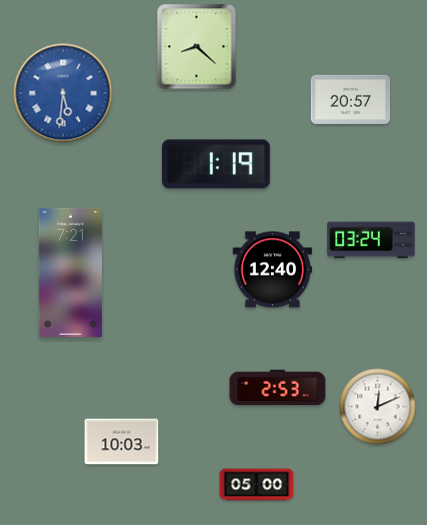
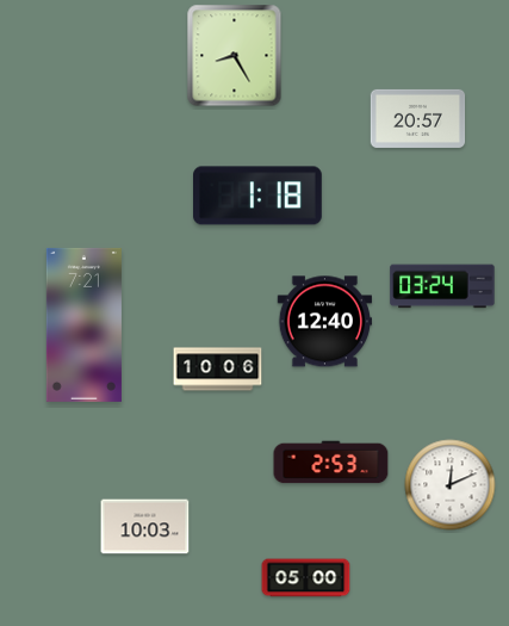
clock at (197, 47): 8:22 -> 8:25
clock at (63, 93): 5:31 -> none
clock at (217, 164): 1:19 -> 1:18
clock at (218, 370): none -> 10:06
